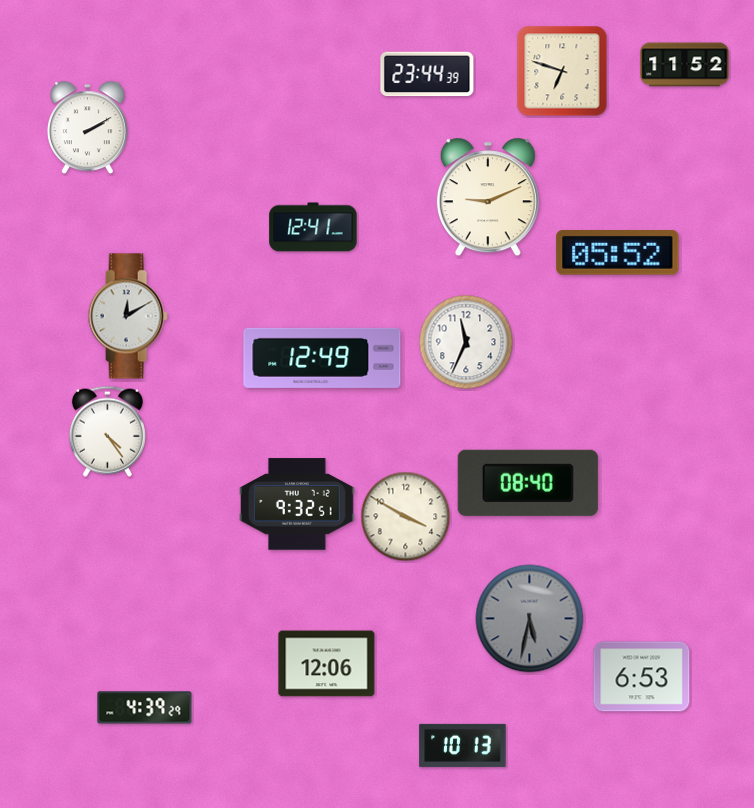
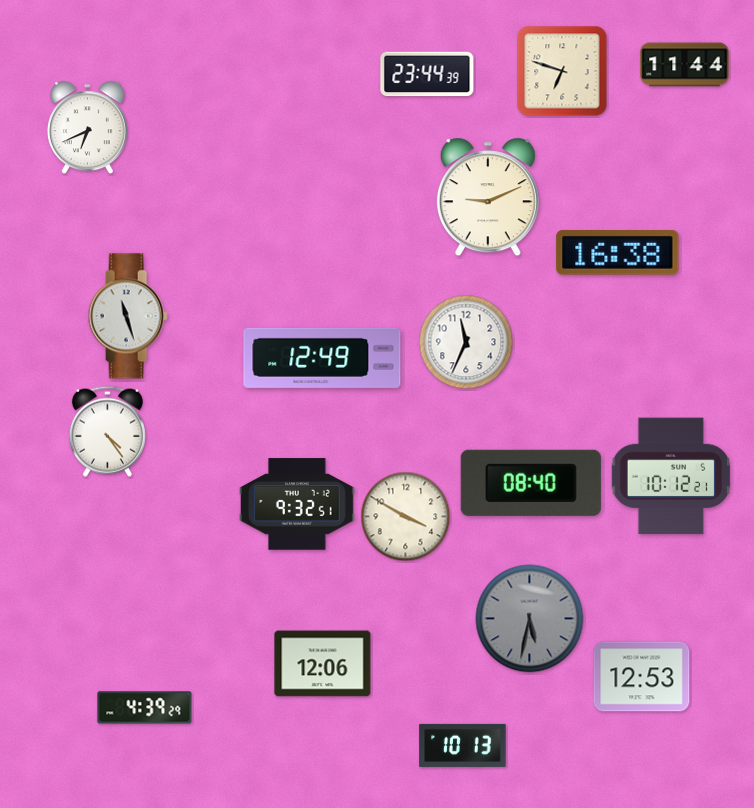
clock at (685, 65): 11:52 -> 11:44
clock at (87, 128): 2:10 -> 6:41
clock at (313, 227): 12:41 -> none
clock at (618, 253): 05:52 -> 16:38
clock at (128, 316): 12:10 -> 11:27
clock at (670, 476): none -> 10:12
clock at (528, 483) position: (528, 483) -> (531, 483)
clock at (327, 664) position: (327, 664) -> (323, 664)
clock at (642, 677): 6:53 -> 12:53
